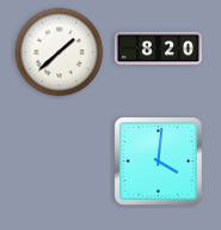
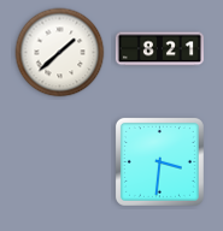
clock at (158, 49): 8:20 -> 8:21
clock at (158, 161): 4:01 -> 3:31
